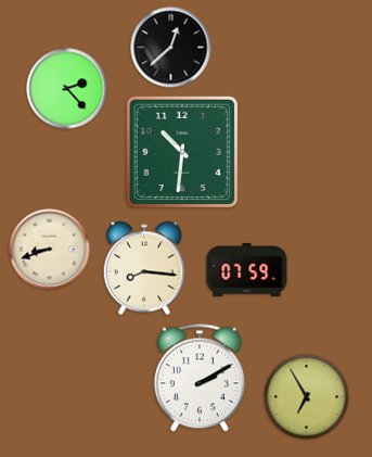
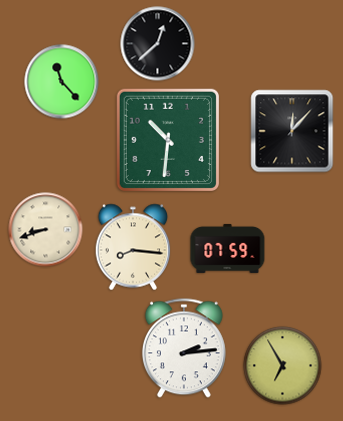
clock at (67, 89): 2:23 -> 11:23
clock at (292, 131): none -> 12:07
clock at (200, 378): 2:10 -> 2:14
